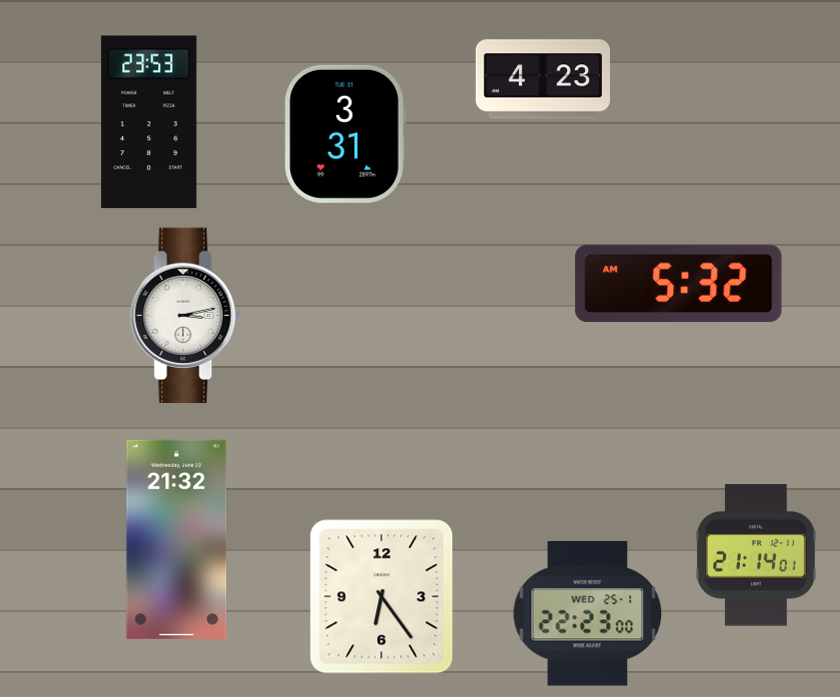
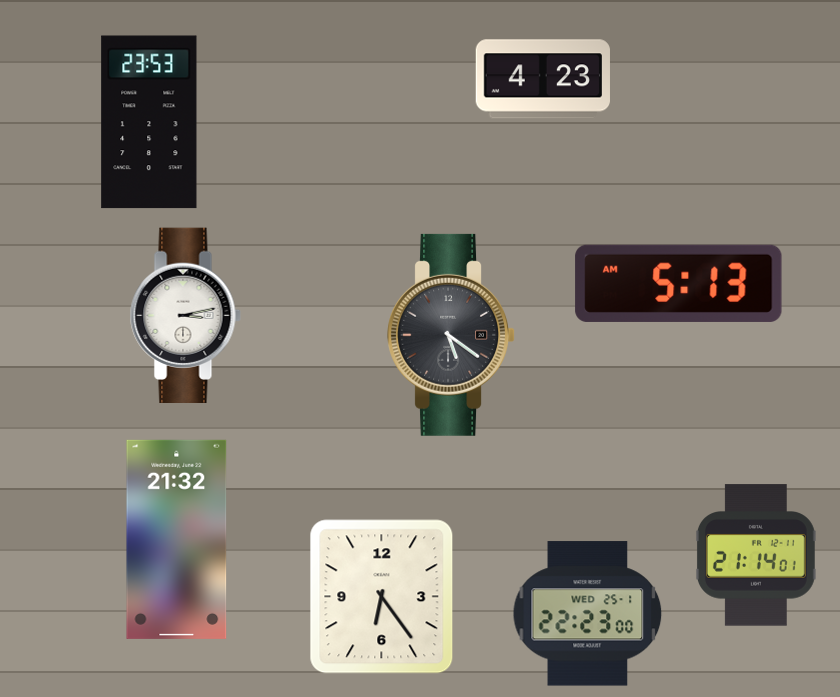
clock at (345, 134): 3:31 -> none
clock at (679, 283): 5:32 -> 5:13
clock at (451, 335): none -> 5:21
